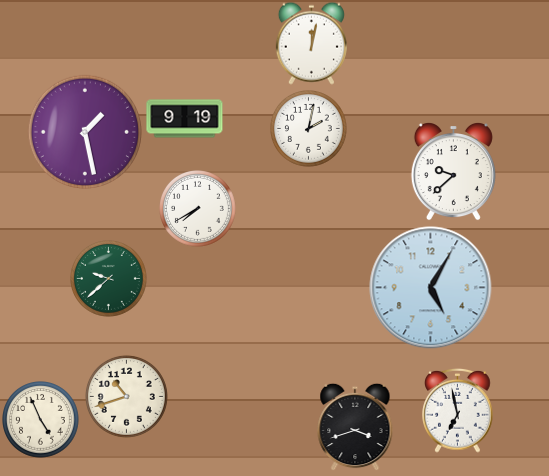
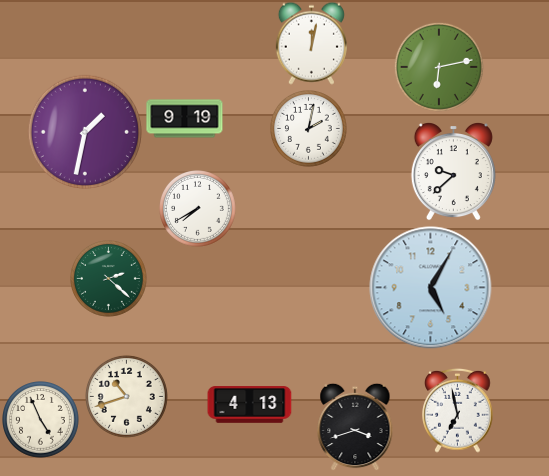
clock at (439, 67): none -> 6:13
clock at (84, 131): 1:28 -> 1:32
clock at (109, 279): 9:38 -> 2:22
clock at (250, 405): none -> 4:13
